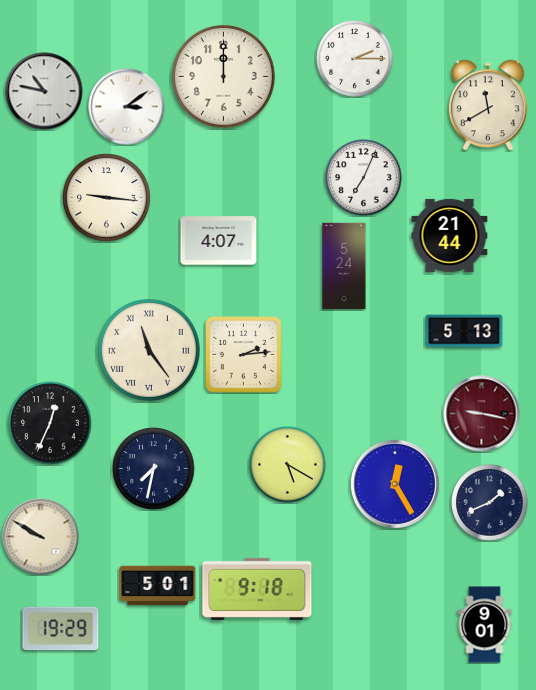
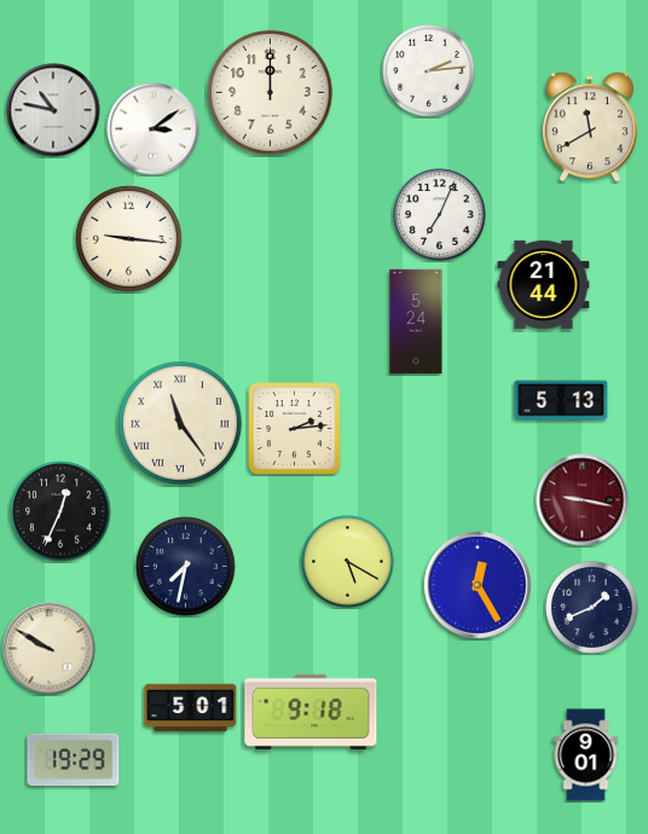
clock at (355, 59): 2:15 -> 2:14
clock at (219, 241): 4:07 -> none
